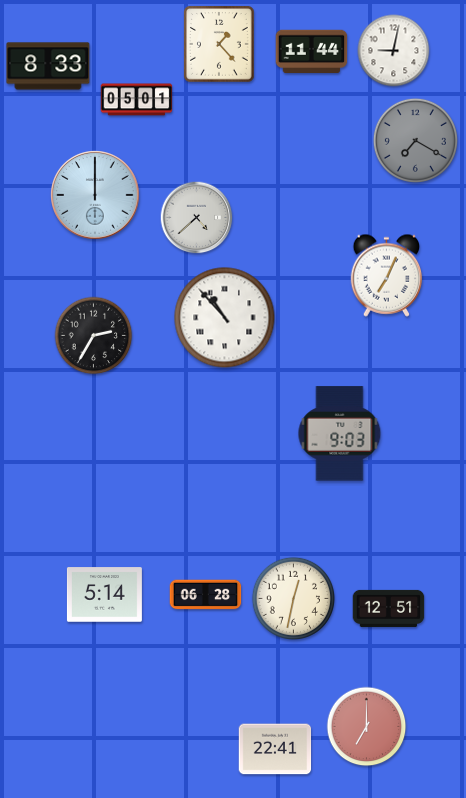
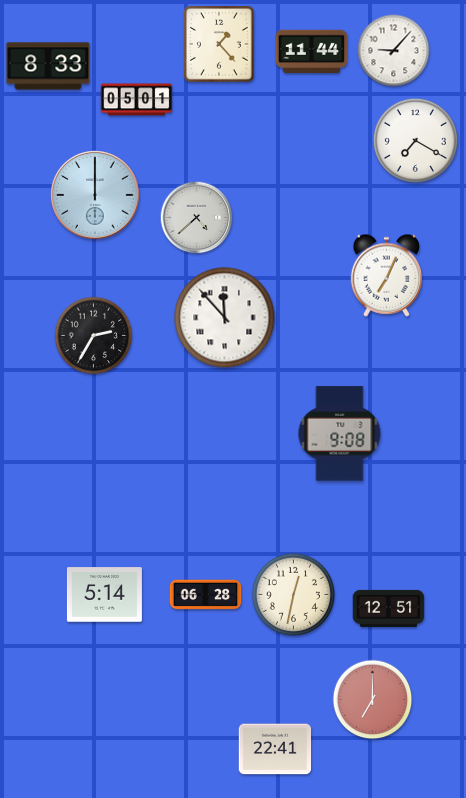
clock at (394, 51): 9:02 -> 9:07
clock at (415, 140) dial: grey -> white
clock at (225, 318): 10:53 -> 11:53
clock at (340, 434): 9:03 -> 9:08
clock at (293, 598) position: (293, 598) -> (293, 594)
clock at (367, 727) position: (367, 727) -> (373, 700)
